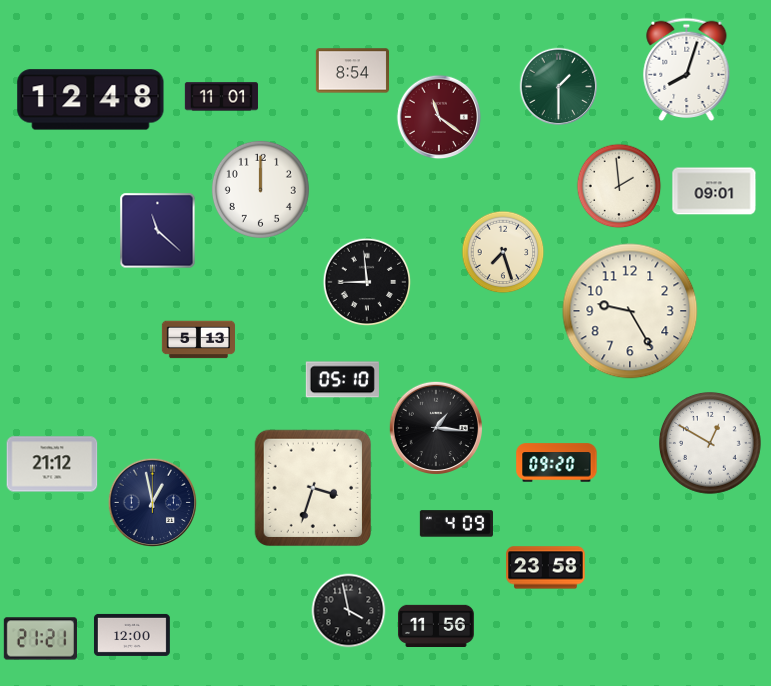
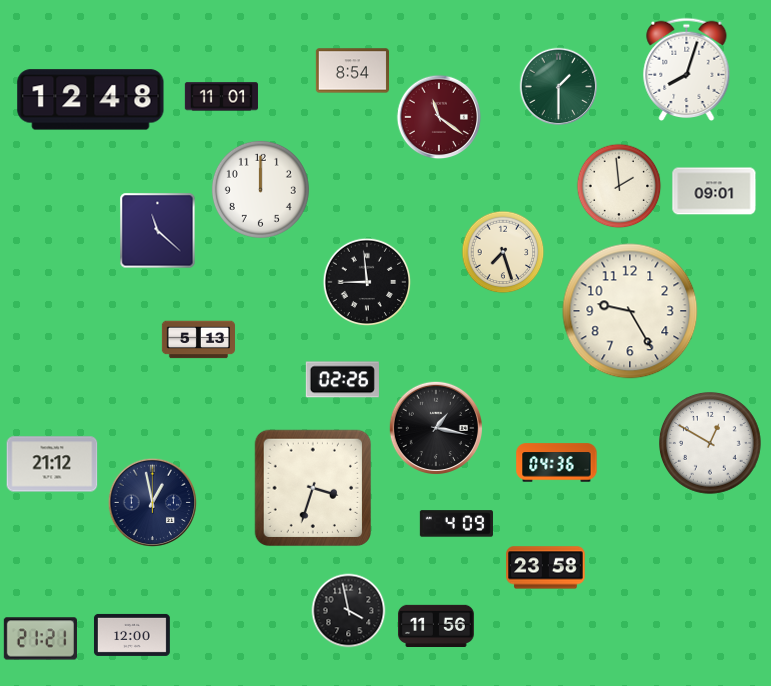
clock at (342, 380): 05:10 -> 02:26
clock at (436, 428): 1:16 -> 1:17
clock at (557, 463): 09:20 -> 04:36
